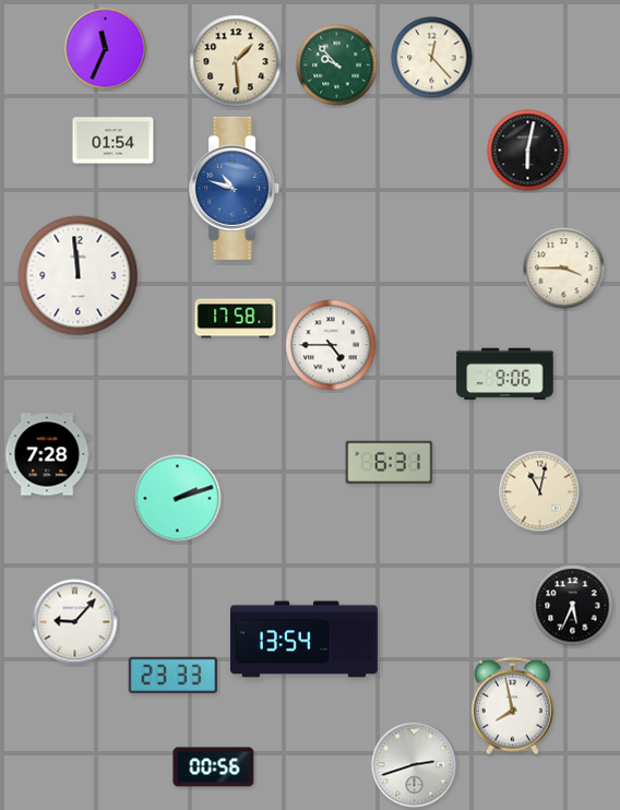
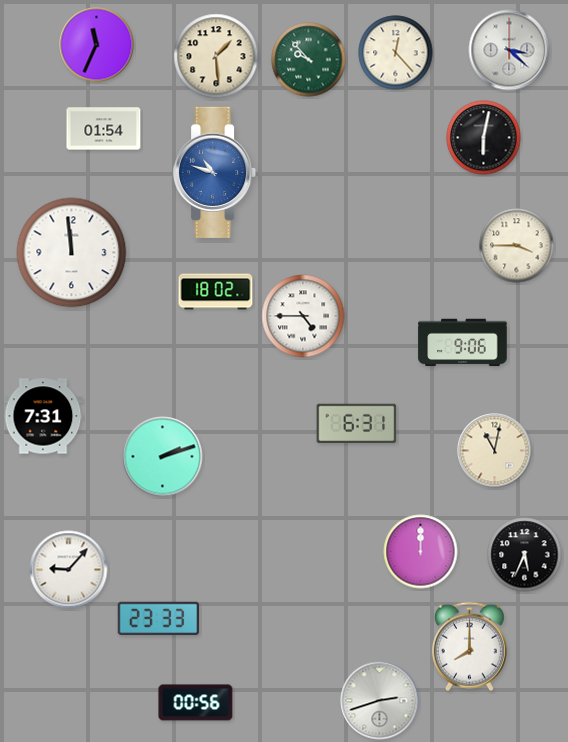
clock at (509, 50): none -> 3:22
clock at (236, 319): 17:58 -> 18:02
clock at (47, 454): 7:28 -> 7:31
clock at (421, 552): none -> 12:00
clock at (305, 640): 13:54 -> none
clock at (512, 706): 7:58 -> 8:00
